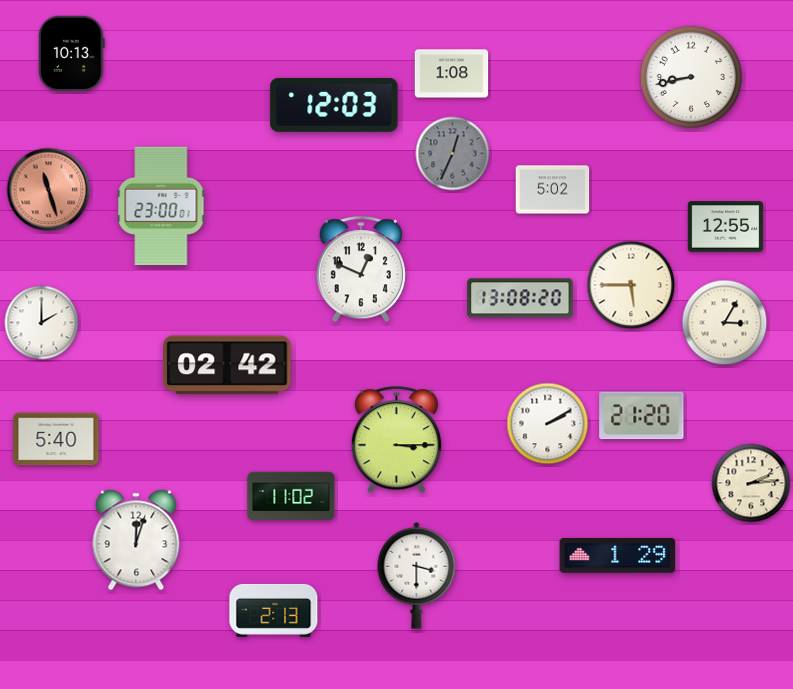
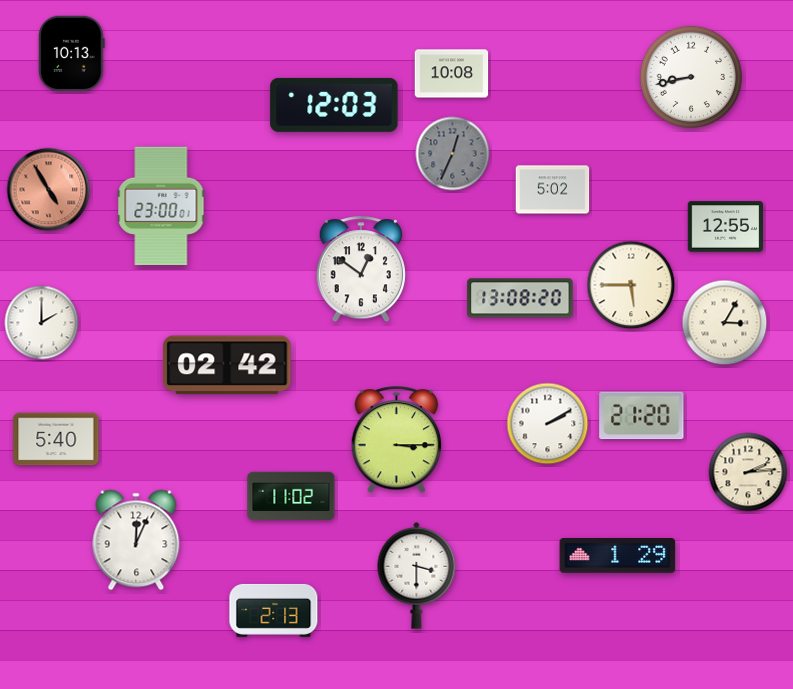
clock at (452, 74): 1:08 -> 10:08
clock at (49, 190): 11:27 -> 4:55
clock at (361, 270): 12:49 -> 12:51
clock at (751, 483) position: (751, 483) -> (748, 472)
clock at (136, 540): 12:03 -> 12:04
